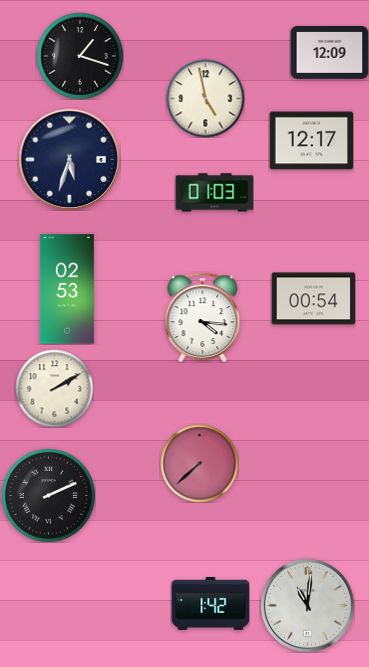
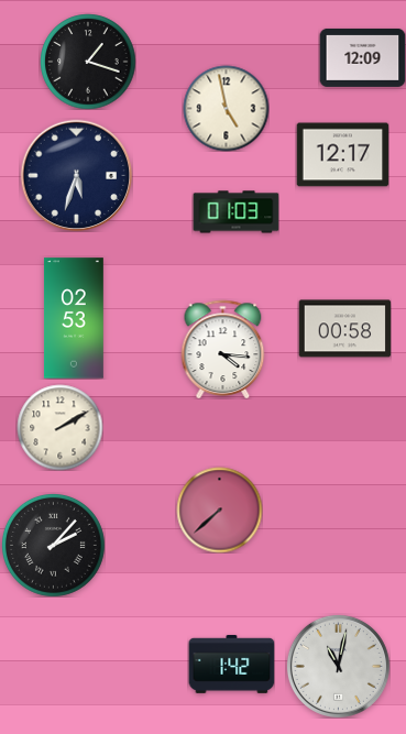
clock at (313, 299): 00:54 -> 00:58
clock at (48, 495): 2:11 -> 2:07
clock at (307, 605): 11:01 -> 11:02
